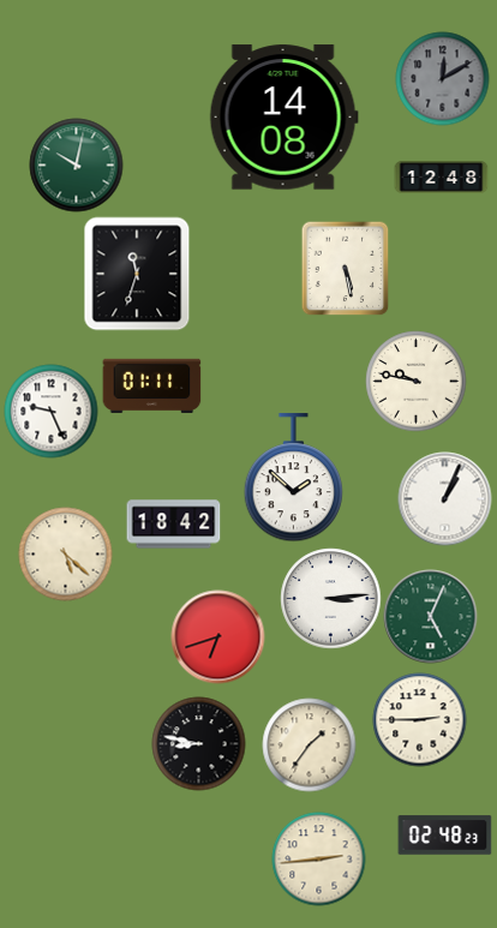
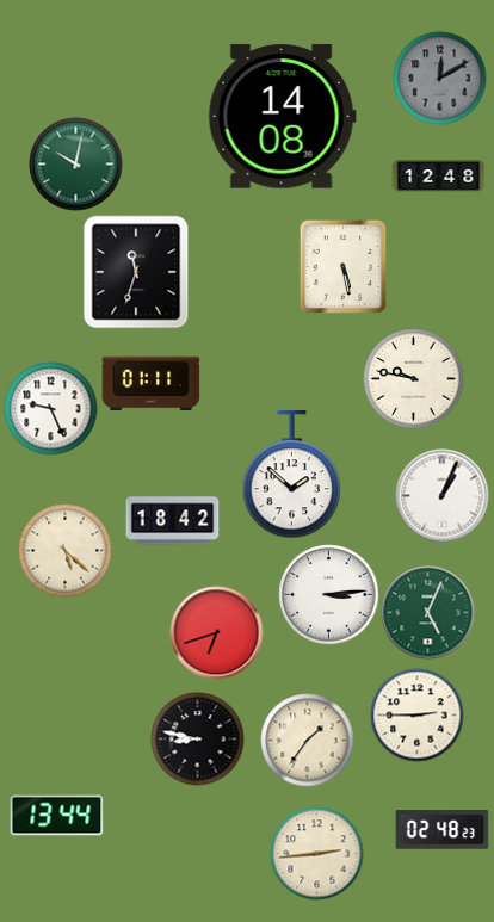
clock at (56, 816): none -> 13:44
